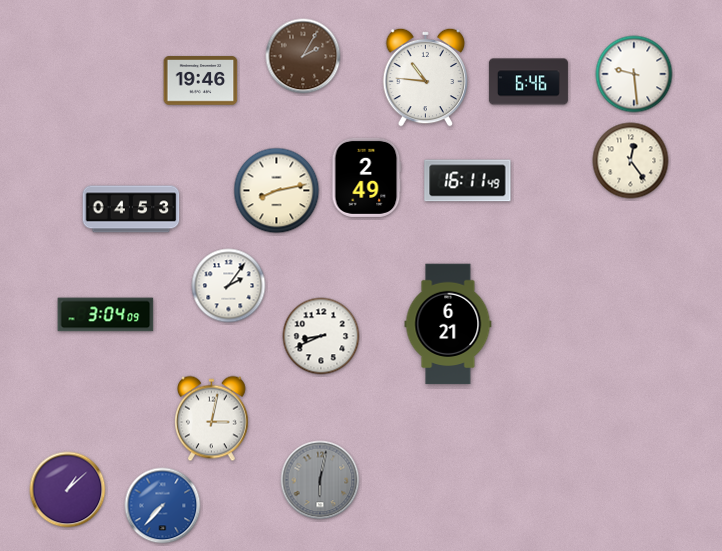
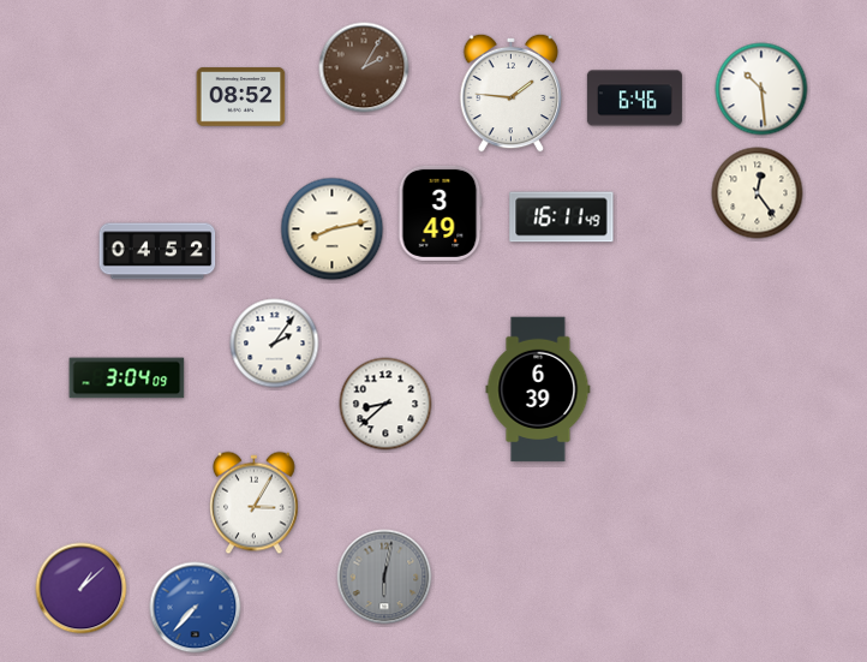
clock at (634, 74): 9:29 -> 10:29
clock at (426, 77): 10:46 -> 1:46
clock at (201, 81): 19:46 -> 08:52
clock at (366, 177): 2:49 -> 3:49
clock at (131, 209): 04:53 -> 04:52
clock at (448, 324): 6:21 -> 6:39
clock at (321, 336): 8:41 -> 8:38
clock at (212, 419): 3:02 -> 3:05
